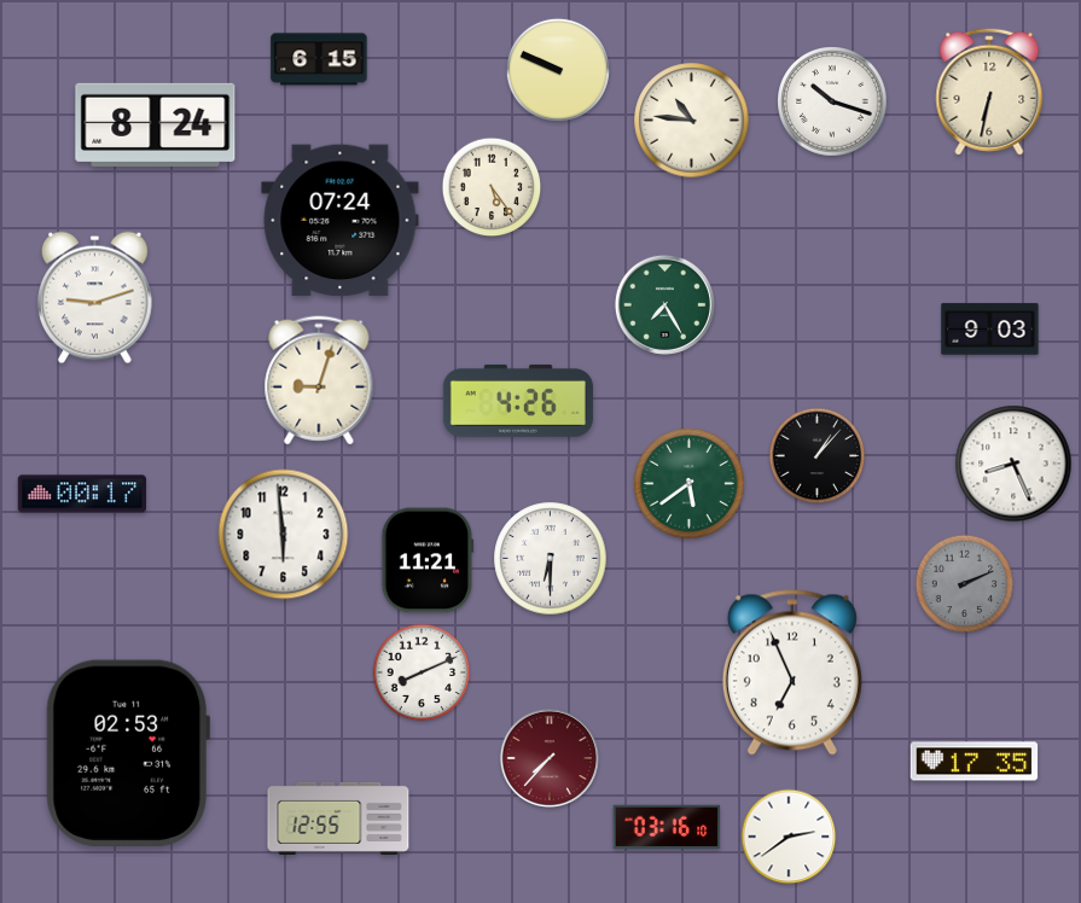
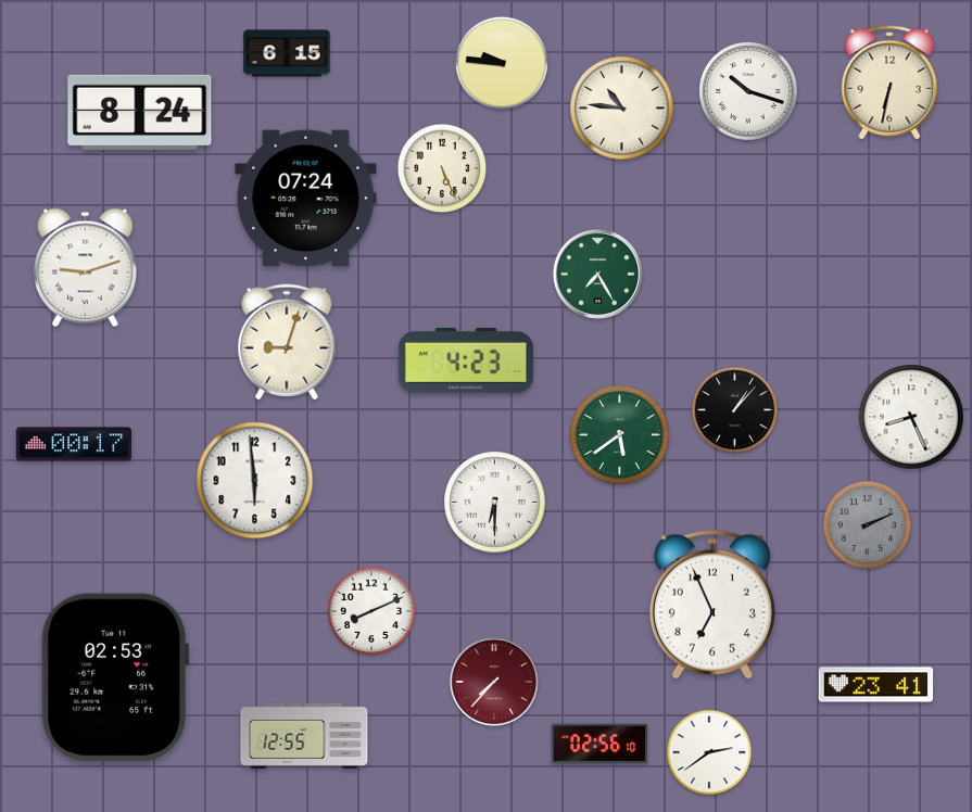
clock at (558, 70): 9:49 -> 9:46
clock at (492, 187): 5:24 -> 5:26
clock at (990, 330): 9:03 -> none
clock at (518, 401): 4:26 -> 4:23
clock at (428, 560): 11:21 -> none
clock at (422, 672) position: (422, 672) -> (371, 611)
clock at (975, 762): 17:35 -> 23:41
clock at (667, 827): 03:16 -> 02:56
